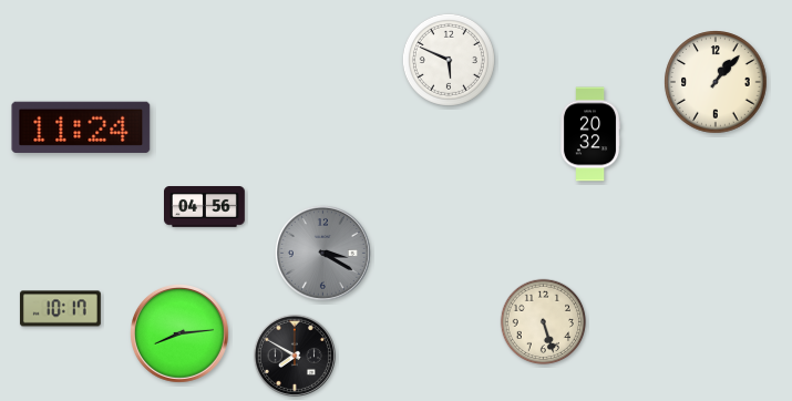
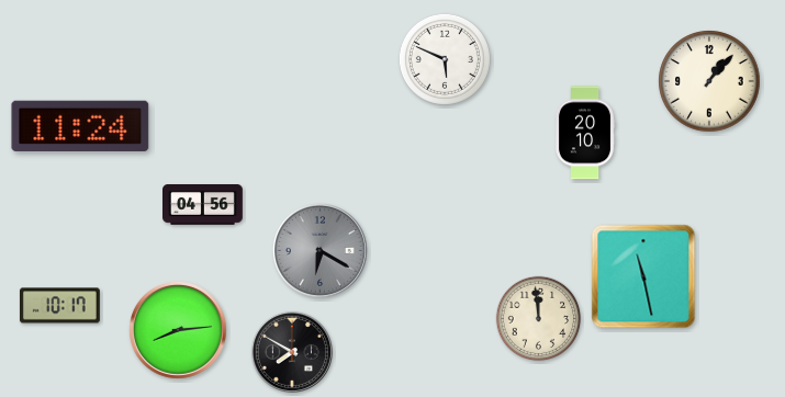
clock at (590, 134): 20:32 -> 20:10
clock at (322, 253): 3:20 -> 6:20
clock at (643, 276): none -> 11:28
clock at (544, 322): 5:27 -> 11:59
